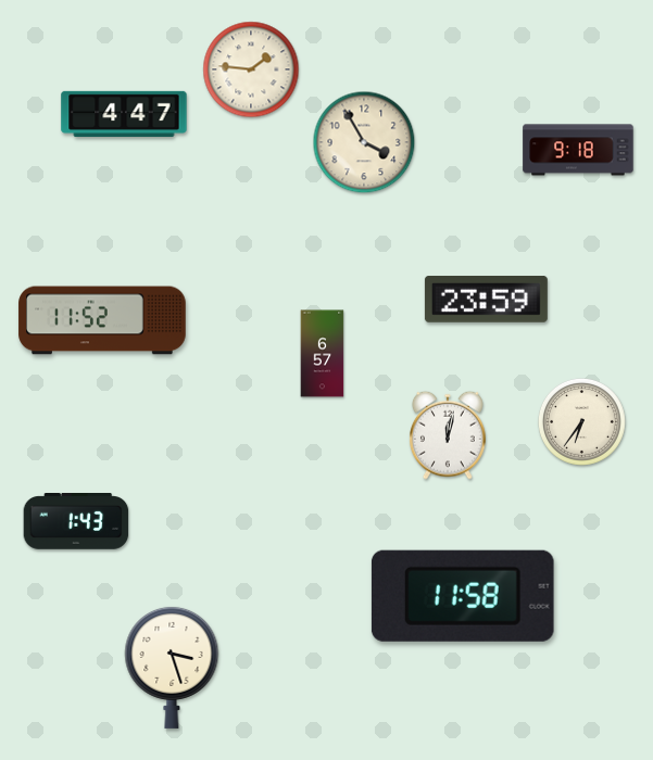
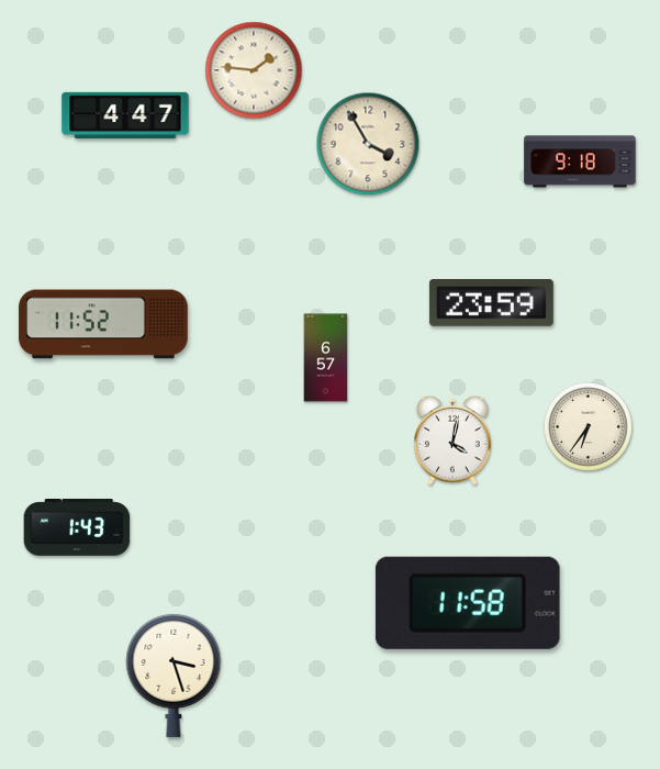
clock at (578, 150) position: (578, 150) -> (580, 161)
clock at (448, 435): 12:02 -> 4:02
